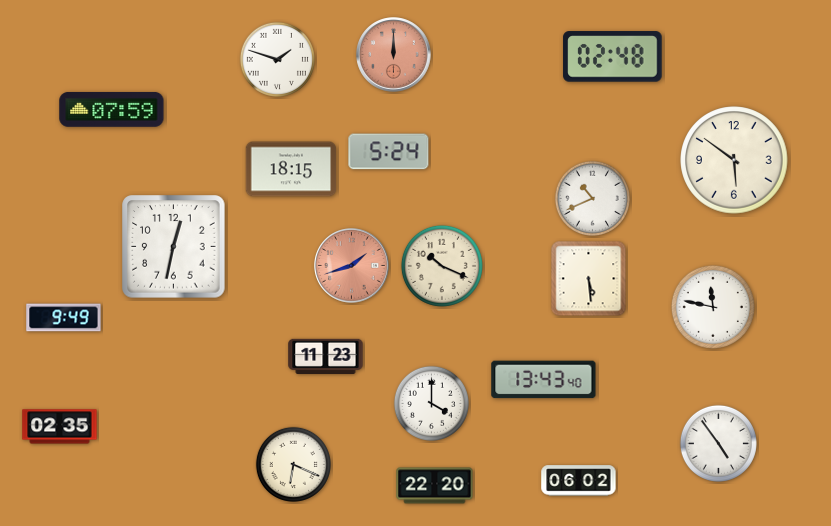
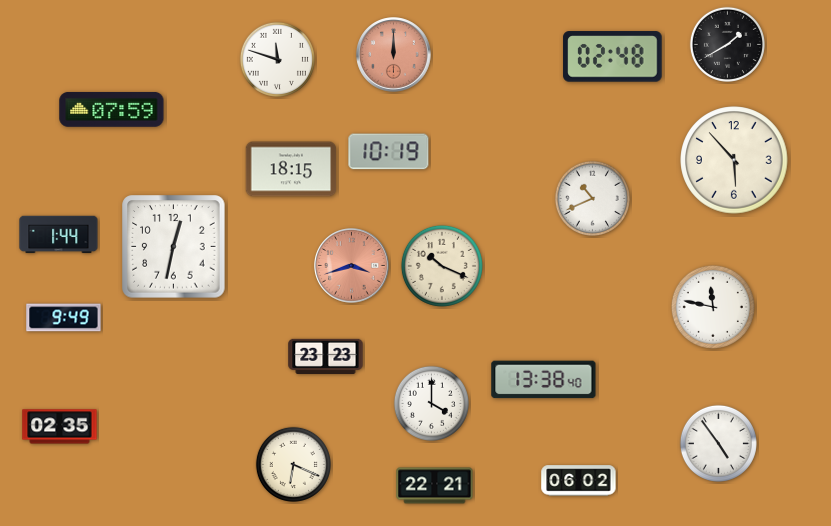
clock at (727, 44): none -> 1:40
clock at (277, 59): 1:48 -> 11:48
clock at (389, 152): 5:24 -> 10:19
clock at (734, 160): 5:51 -> 5:53
clock at (59, 235): none -> 1:44
clock at (352, 266): 1:42 -> 3:42
clock at (589, 279): 5:29 -> none
clock at (326, 356): 11:23 -> 23:23
clock at (544, 380): 13:43 -> 13:38
clock at (435, 486): 22:20 -> 22:21
